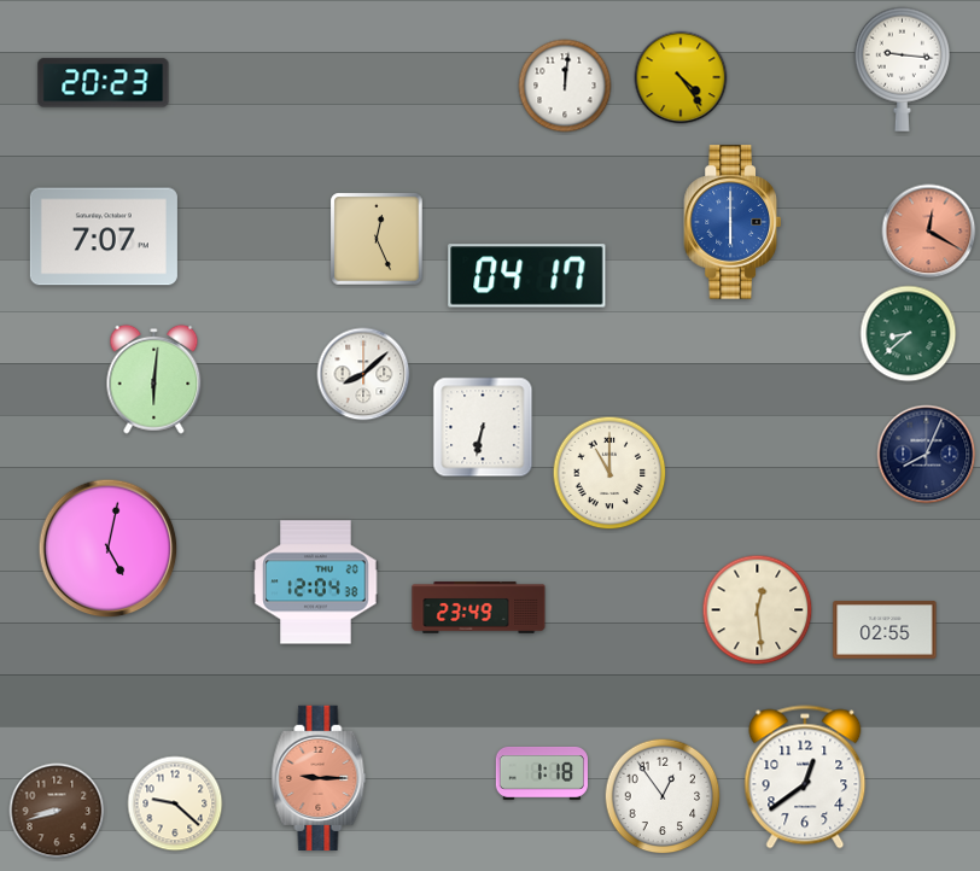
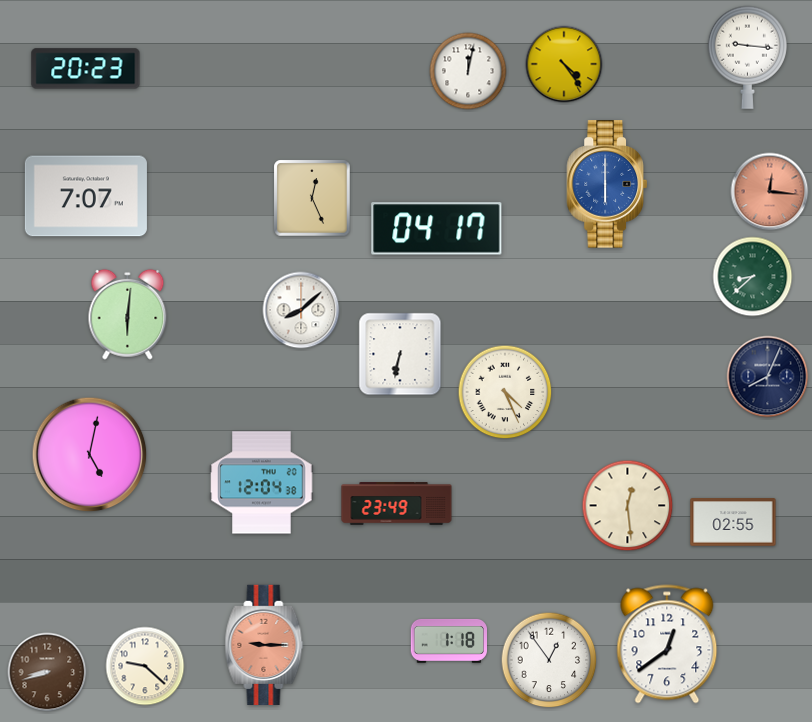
clock at (565, 86): 12:01 -> 12:02
clock at (929, 232): 12:20 -> 12:16
clock at (609, 473): 11:00 -> 4:26
